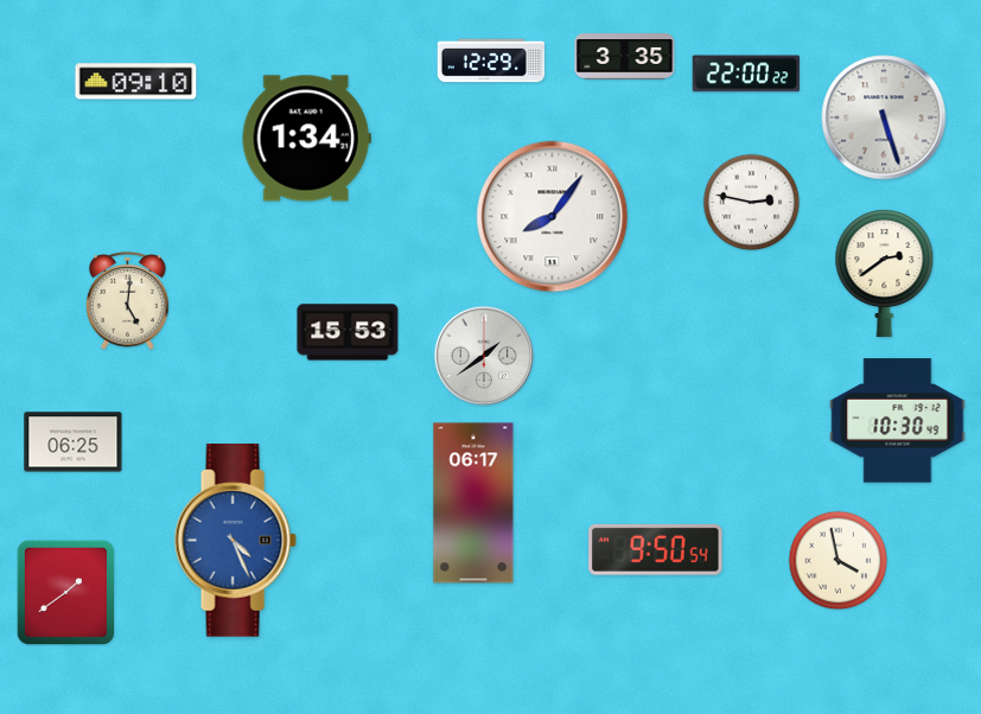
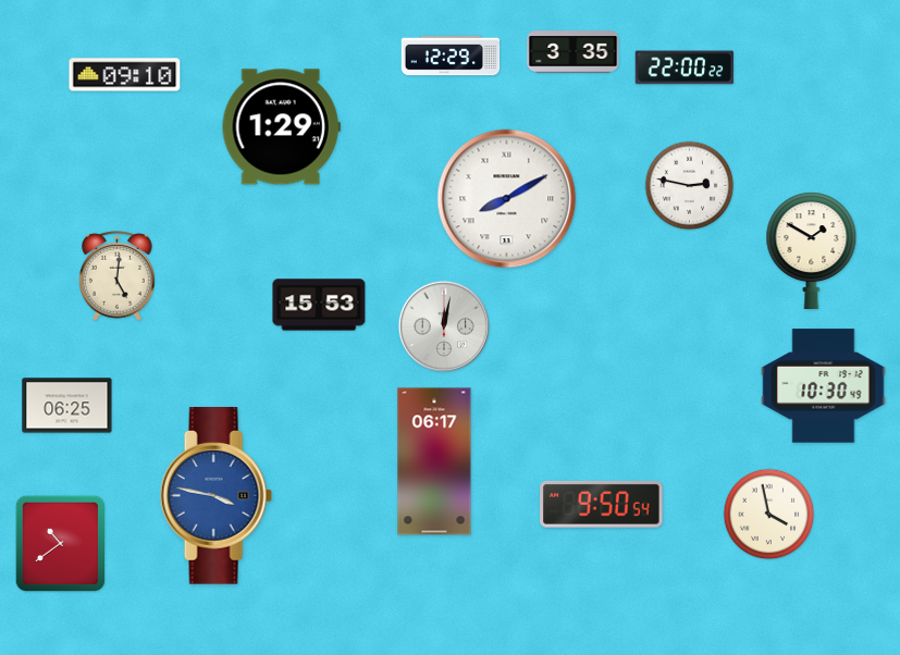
clock at (884, 117): 5:27 -> none
clock at (306, 139): 1:34 -> 1:29
clock at (553, 217): 8:06 -> 8:10
clock at (885, 273): 2:39 -> 1:50
clock at (483, 355): 1:39 -> 12:02
clock at (235, 541): 4:26 -> 3:47
clock at (65, 592): 1:39 -> 10:39
